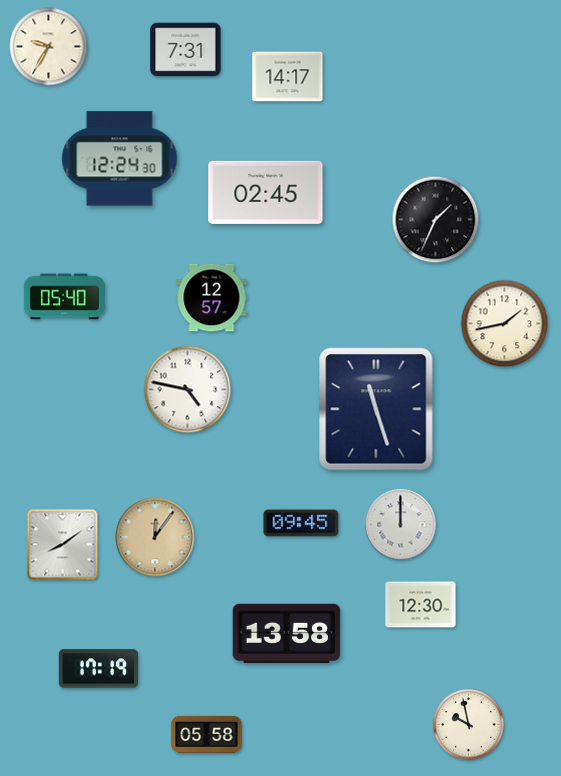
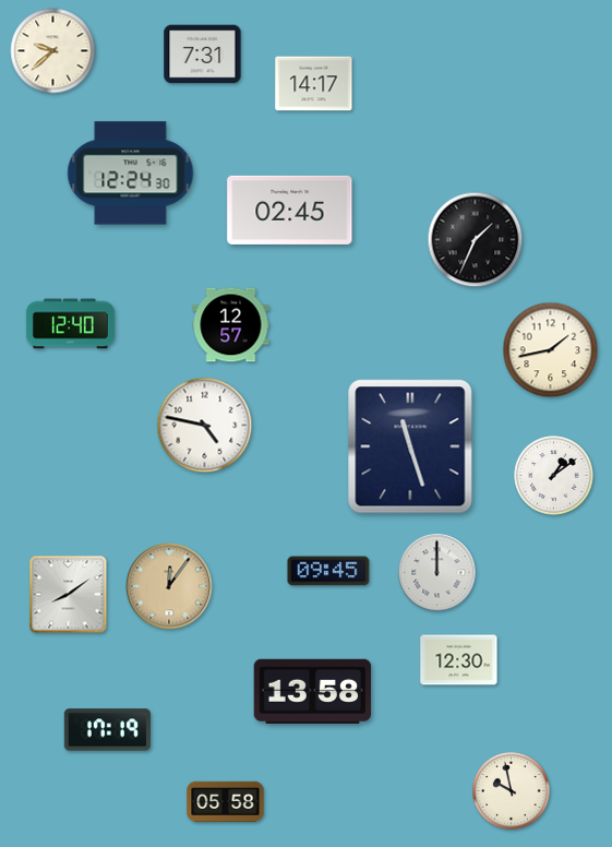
clock at (49, 47): 9:35 -> 9:38
clock at (64, 297): 05:40 -> 12:40
clock at (505, 324) position: (505, 324) -> (551, 350)
clock at (554, 476): none -> 1:09
